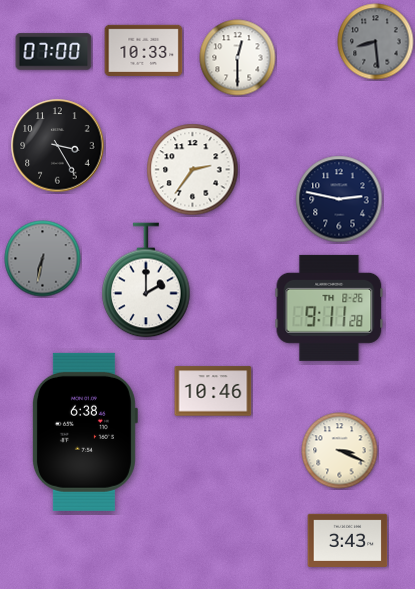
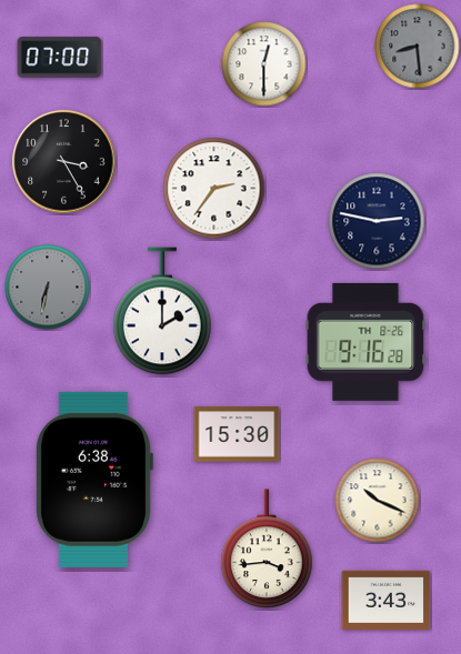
clock at (144, 50): 10:33 -> none
clock at (329, 308): 9:11 -> 9:16
clock at (213, 391): 10:46 -> 15:30
clock at (340, 451): 3:19 -> 10:19
clock at (267, 549): none -> 3:44
